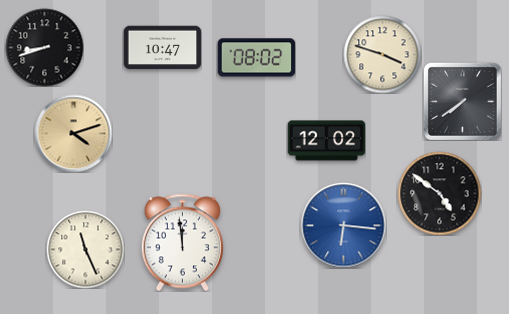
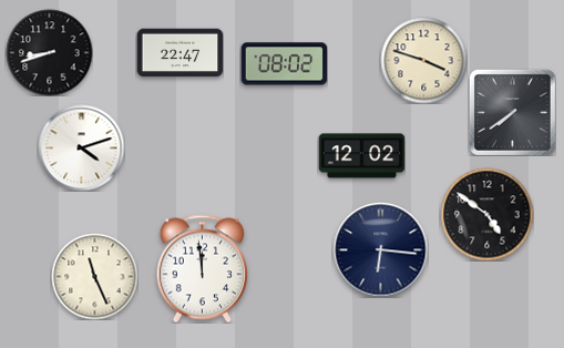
clock at (162, 48): 10:47 -> 22:47
clock at (73, 133) dial: champagne -> white
clock at (343, 225) dial: blue -> navy
